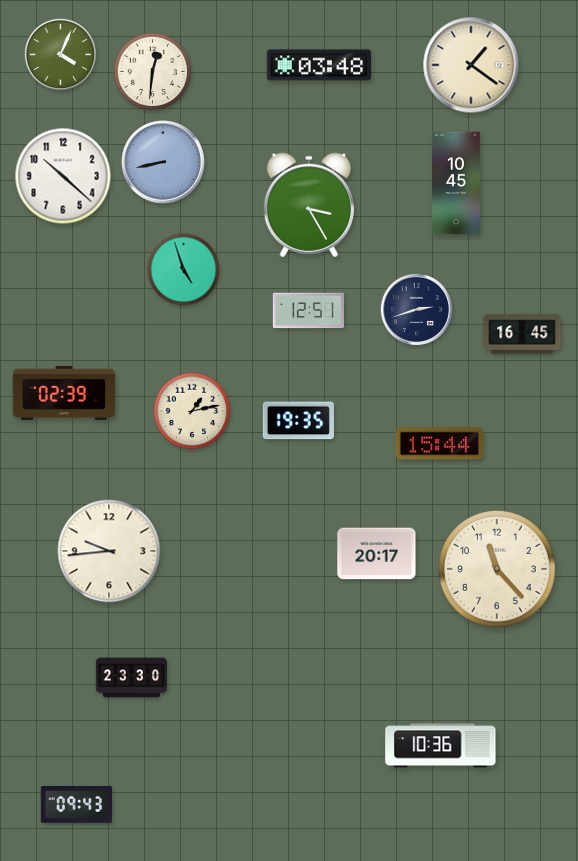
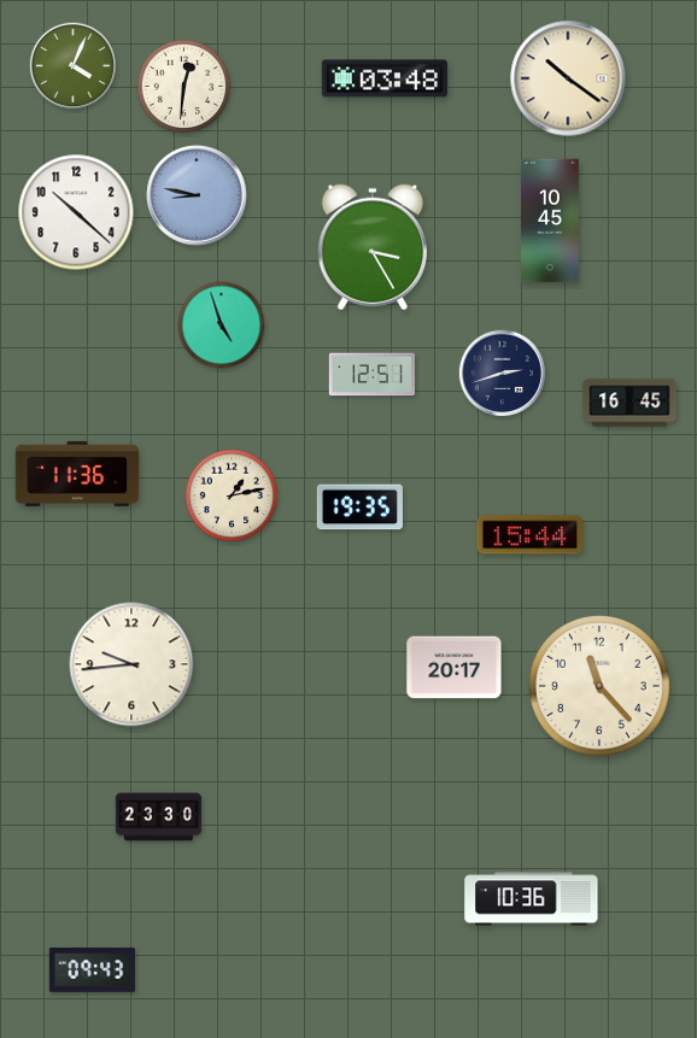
clock at (471, 65): 1:21 -> 10:21
clock at (163, 162): 8:43 -> 8:47
clock at (64, 393): 02:39 -> 11:36
